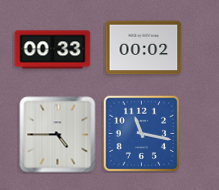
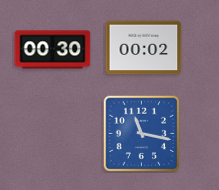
clock at (53, 50): 00:33 -> 00:30
clock at (58, 135): 4:45 -> none
